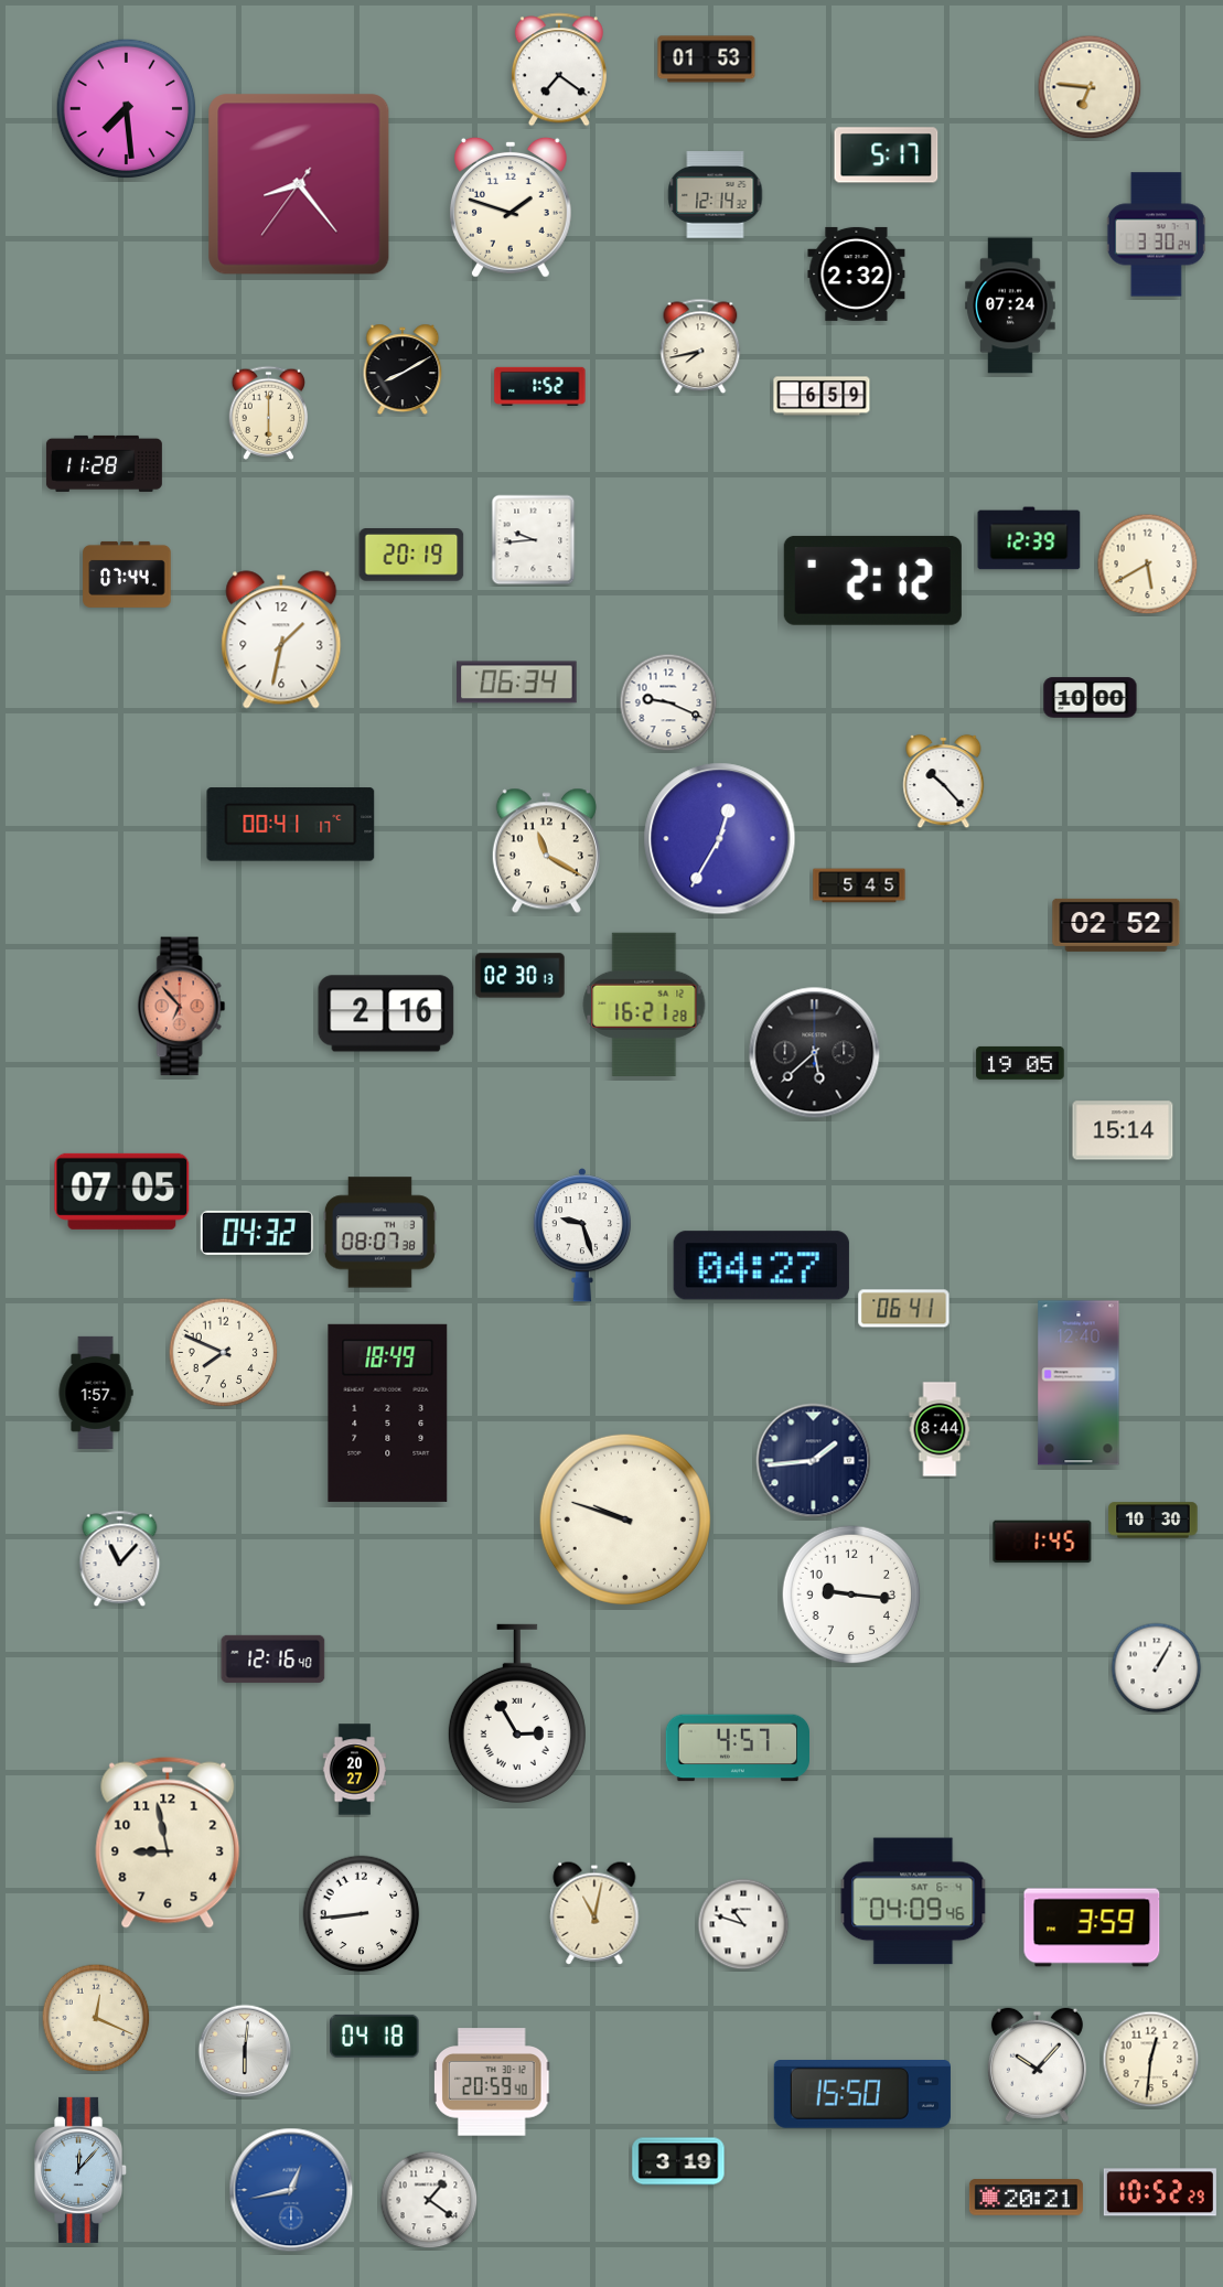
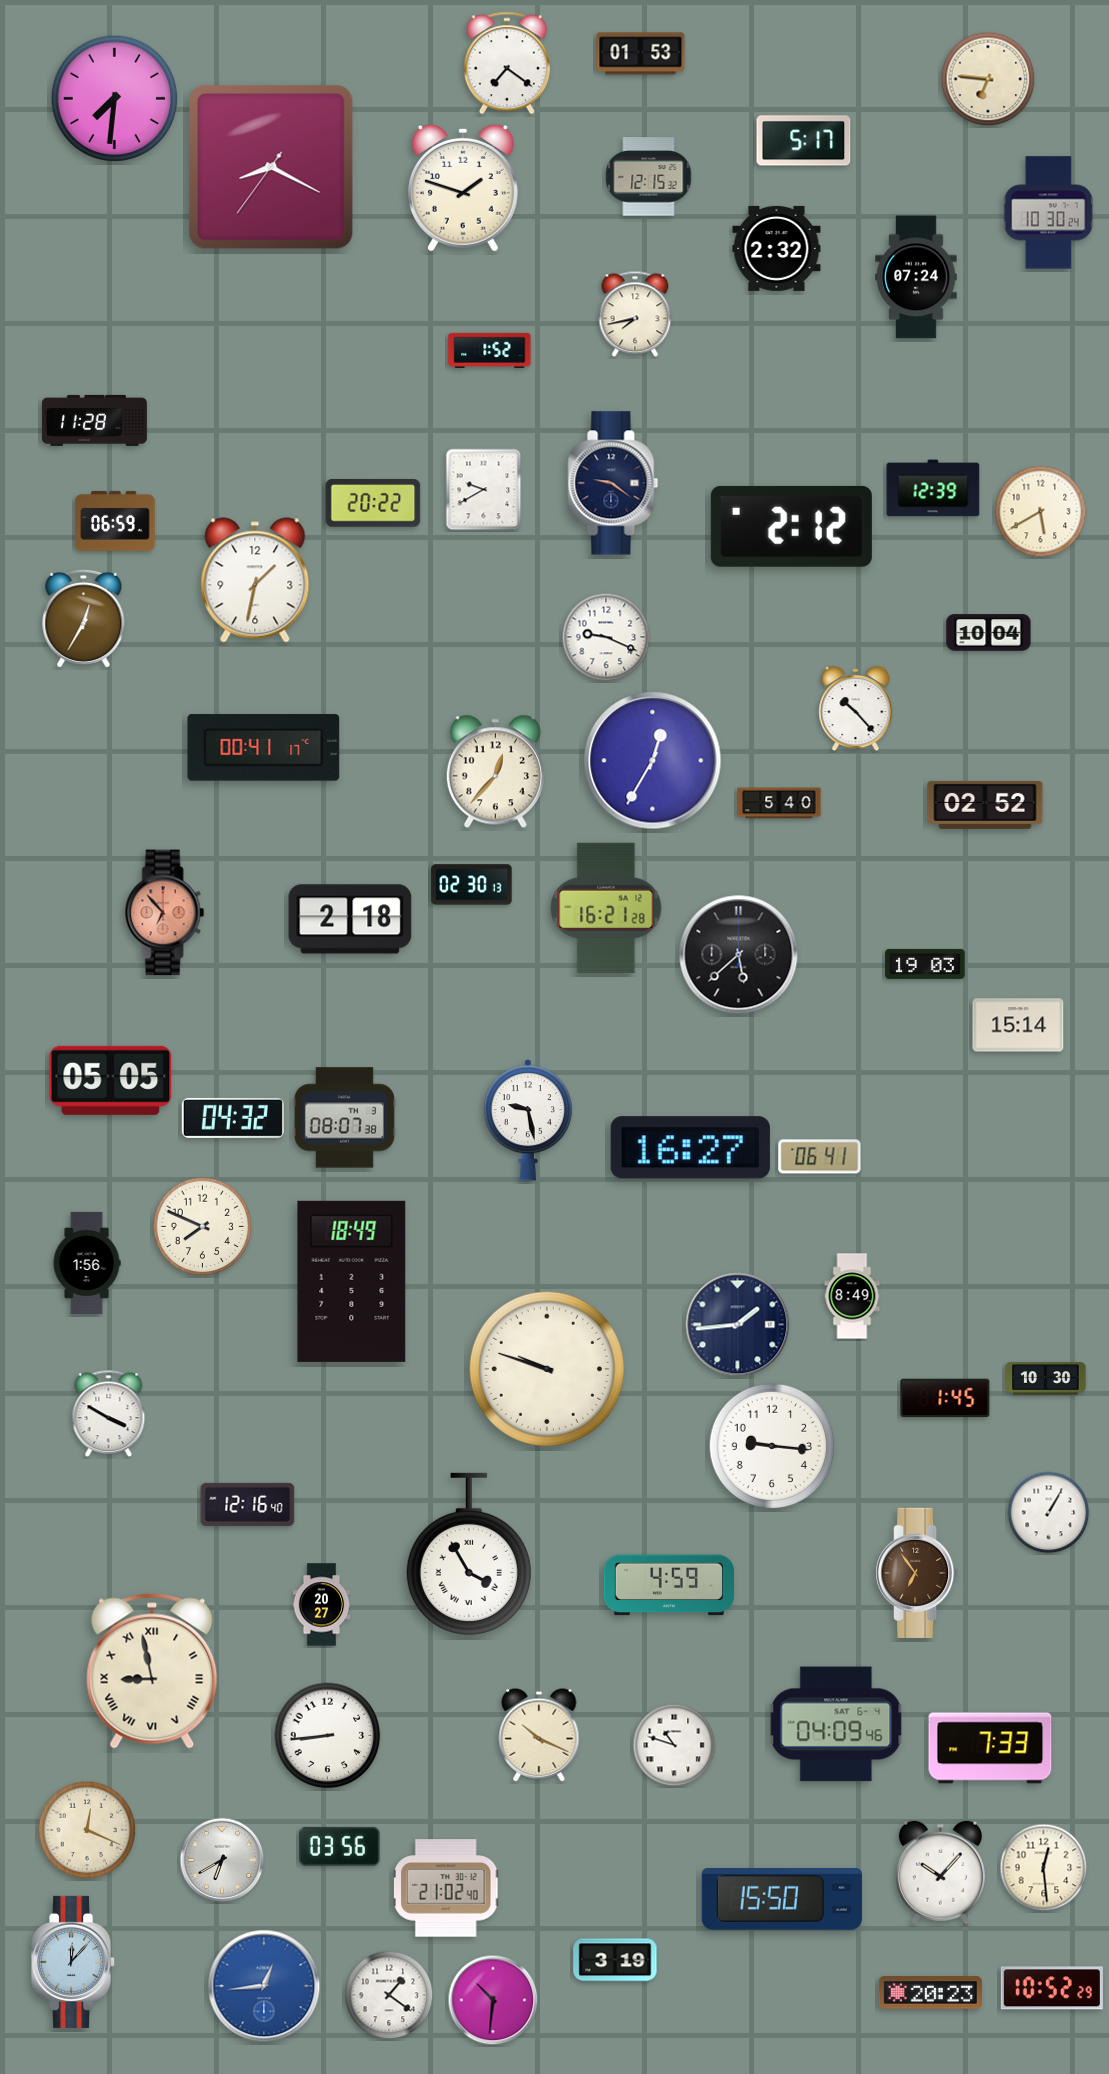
clock at (127, 109): 7:29 -> 7:31
clock at (299, 184): 8:23 -> 8:19
clock at (716, 195): 12:14 -> 12:15
clock at (1156, 235): 3:30 -> 10:30
clock at (403, 369): 8:10 -> none
clock at (822, 396): 6:59 -> none
clock at (269, 412): 6:00 -> none
clock at (613, 483): none -> 9:21
clock at (534, 540): 9:44 -> 9:40
clock at (411, 556): 20:19 -> 20:22
clock at (127, 575): 07:44 -> 06:59
clock at (84, 618): none -> 12:35
clock at (517, 683): 06:34 -> none
clock at (1091, 698): 10:00 -> 10:04
clock at (546, 851): 11:20 -> 12:37
clock at (859, 885): 5:45 -> 5:40
clock at (1116, 925) position: (1116, 925) -> (985, 805)
clock at (644, 1005) position: (644, 1005) -> (606, 908)
clock at (386, 1013): 2:16 -> 2:18
clock at (1020, 1063): 19:05 -> 19:03
clock at (122, 1191): 07:05 -> 05:05
clock at (582, 1235): 9:27 -> 9:28
clock at (761, 1266): 04:27 -> 16:27
clock at (904, 1309) position: (904, 1309) -> (820, 1157)
clock at (1079, 1383): 12:40 -> none
clock at (96, 1393): 1:57 -> 1:56
clock at (940, 1429): 8:44 -> 8:49
clock at (625, 1520) position: (625, 1520) -> (547, 1369)
clock at (120, 1559): 11:07 -> 3:50
clock at (517, 1714): 2:55 -> 3:55
clock at (917, 1573): none -> 6:54
clock at (737, 1748): 4:57 -> 4:59
clock at (168, 1843) numerals: Arabic -> Roman
clock at (913, 1901) position: (913, 1901) -> (836, 1724)
clock at (594, 1913): 11:02 -> 10:19
clock at (1092, 1928): 3:59 -> 7:33
clock at (375, 2036): 04:18 -> 03:56
clock at (245, 2051): 6:01 -> 6:40
clock at (1151, 2060): 12:31 -> 12:29
clock at (493, 2082): 20:59 -> 21:02
clock at (82, 2170) position: (82, 2170) -> (74, 1962)
clock at (291, 2190): 12:43 -> 12:44
clock at (1026, 2198): 20:21 -> 20:23
clock at (493, 2000): none -> 10:31
